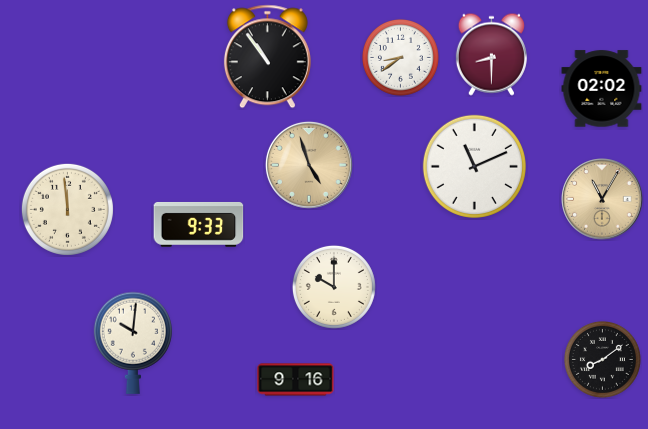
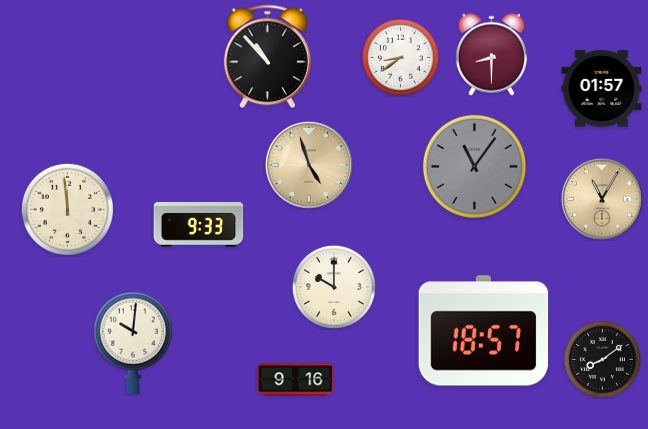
clock at (267, 57): 10:54 -> 10:53
clock at (602, 89): 02:02 -> 01:57
clock at (474, 166): 11:11 -> 11:06
clock at (474, 166) dial: white -> grey
clock at (484, 331): none -> 18:57
